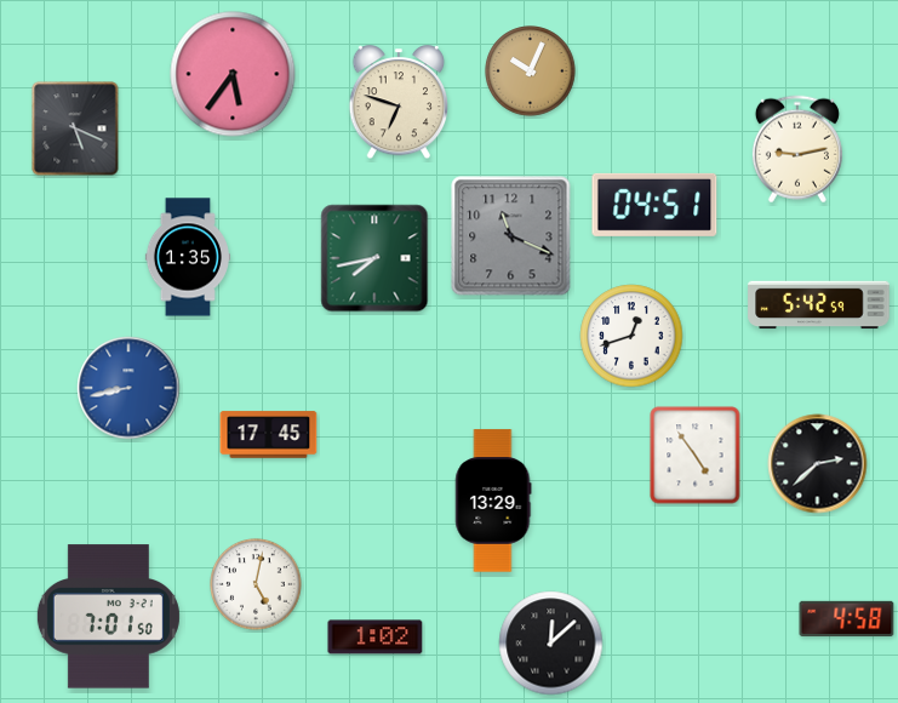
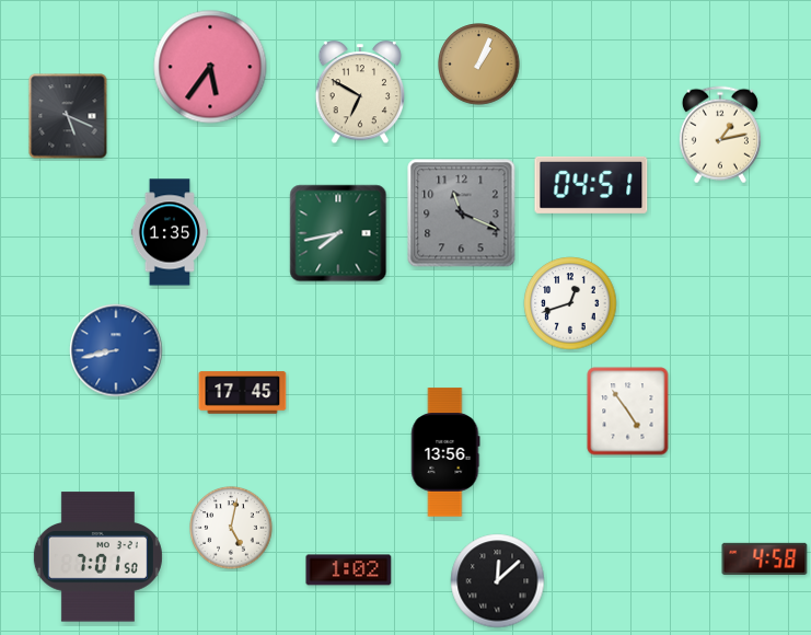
clock at (531, 72): 10:04 -> 1:04
clock at (399, 103): 6:48 -> 6:50
clock at (797, 149): 9:13 -> 1:13
clock at (819, 305): 5:42 -> none
clock at (818, 464): 2:38 -> none
clock at (493, 501): 13:29 -> 13:56
clock at (376, 638) position: (376, 638) -> (349, 570)
